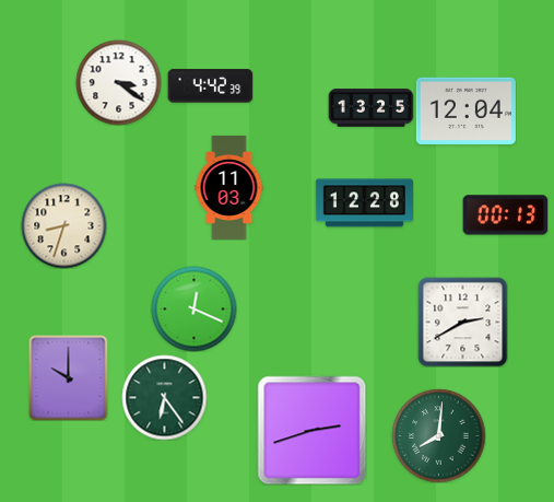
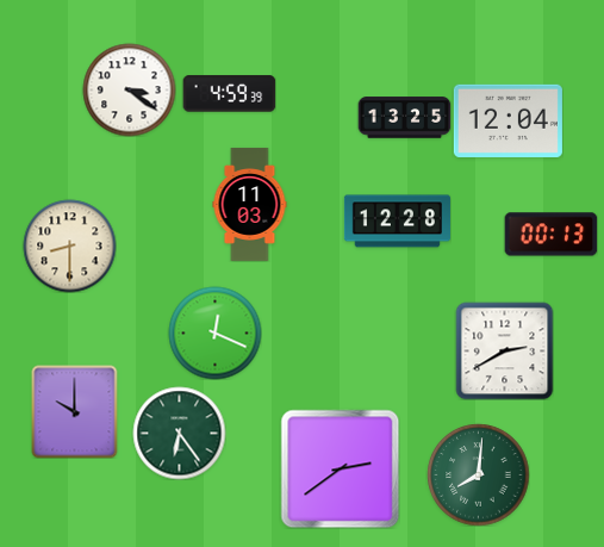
clock at (210, 86): 4:42 -> 4:59
clock at (63, 225): 8:33 -> 8:30
clock at (193, 308) position: (193, 308) -> (214, 332)
clock at (311, 430): 2:42 -> 2:39
